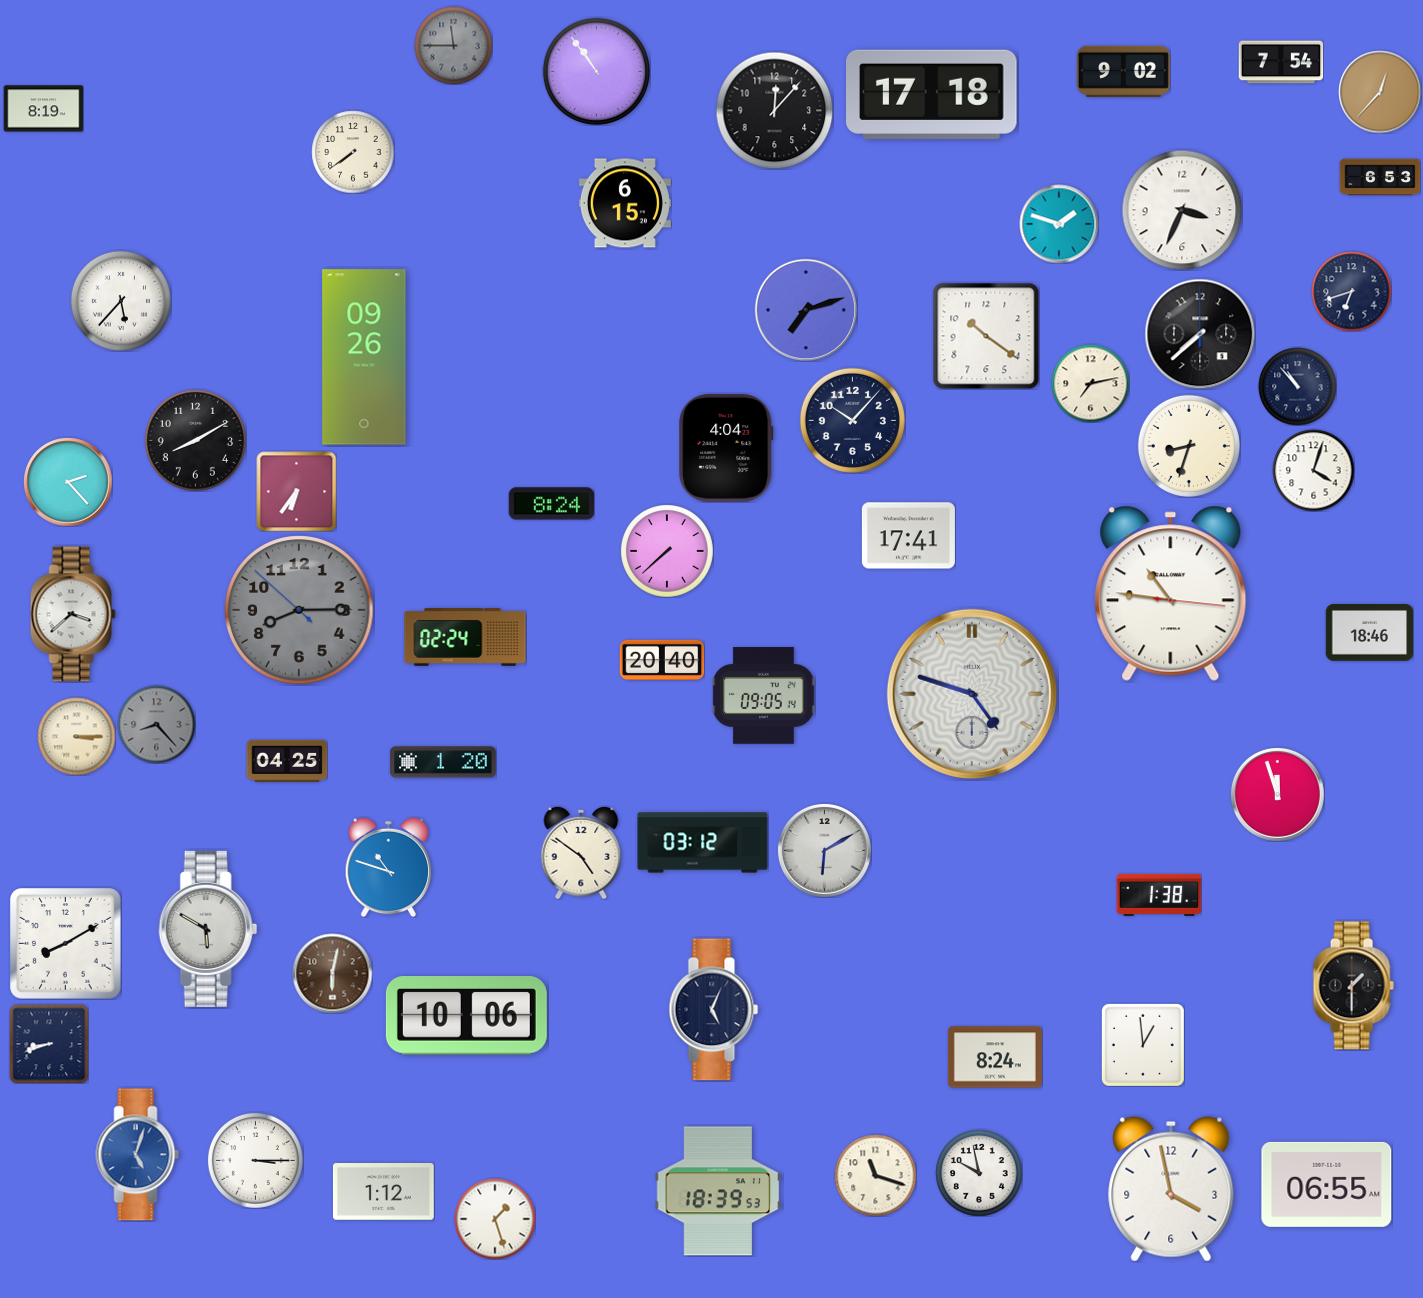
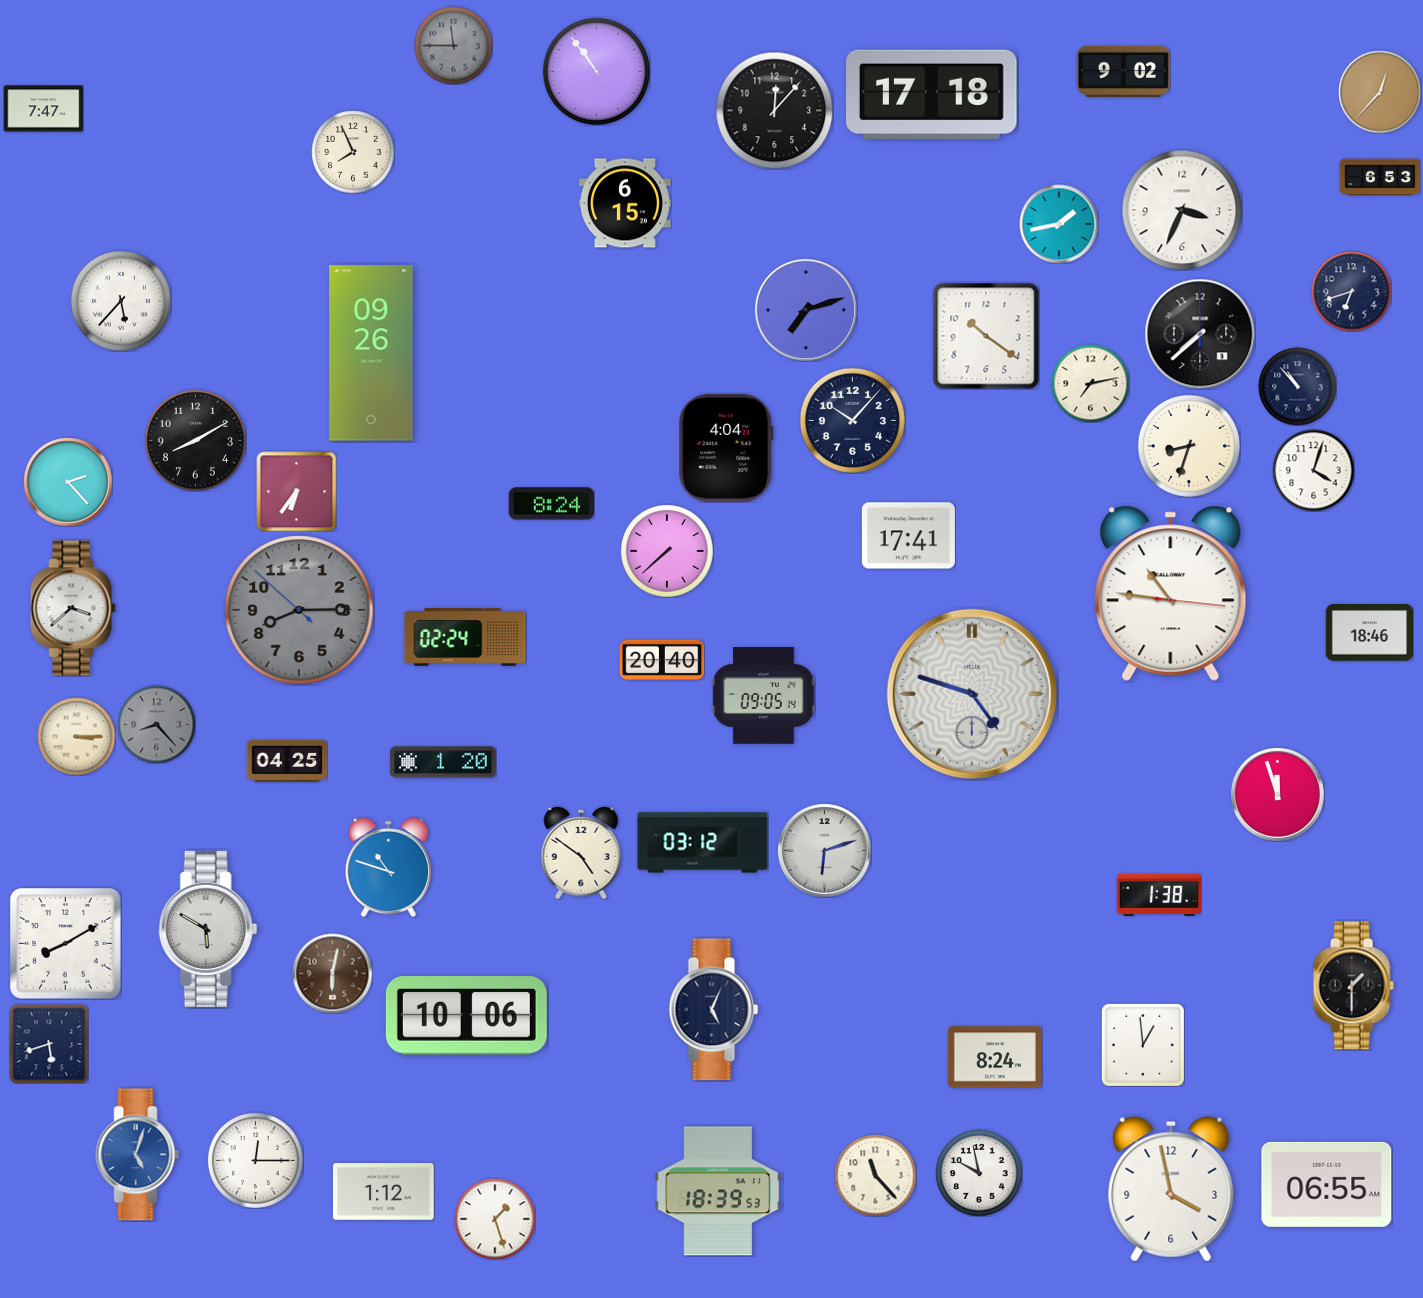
clock at (1281, 62): 7:54 -> none
clock at (43, 109): 8:19 -> 7:47
clock at (353, 152): 7:39 -> 7:56
clock at (1059, 224): 1:48 -> 1:43
clock at (364, 357) position: (364, 357) -> (371, 353)
clock at (73, 614) position: (73, 614) -> (73, 608)
clock at (824, 850): 6:10 -> 6:12
clock at (49, 1044): 8:42 -> 5:42
clock at (255, 1160): 3:15 -> 12:15
clock at (875, 1175): 11:18 -> 11:23
